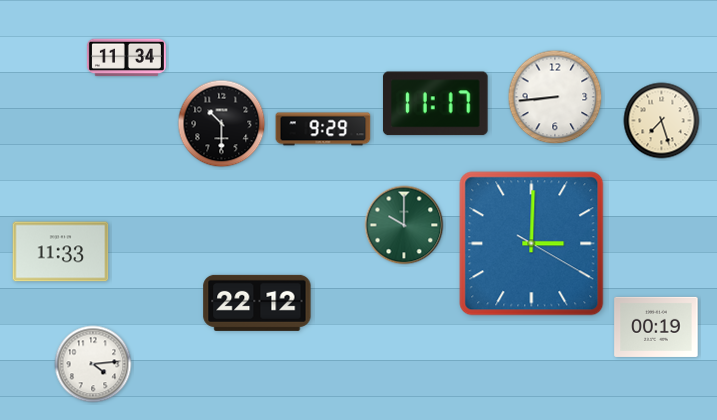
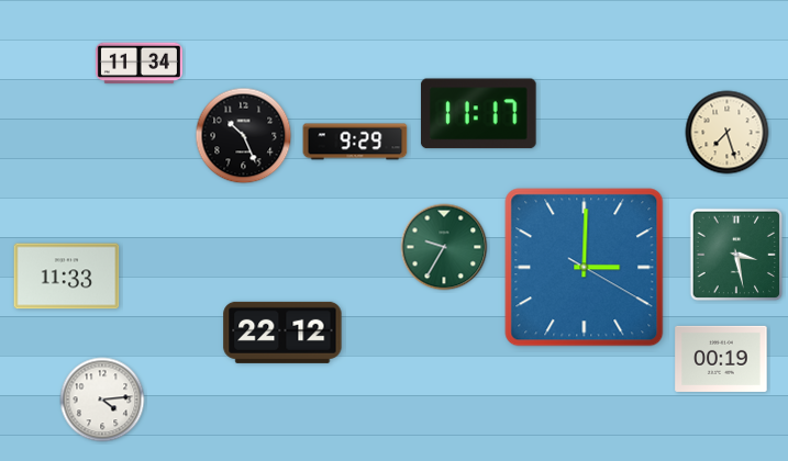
clock at (555, 97): 8:44 -> none
clock at (222, 124): 10:30 -> 10:26
clock at (404, 225): 10:00 -> 9:35
clock at (736, 255): none -> 3:28
